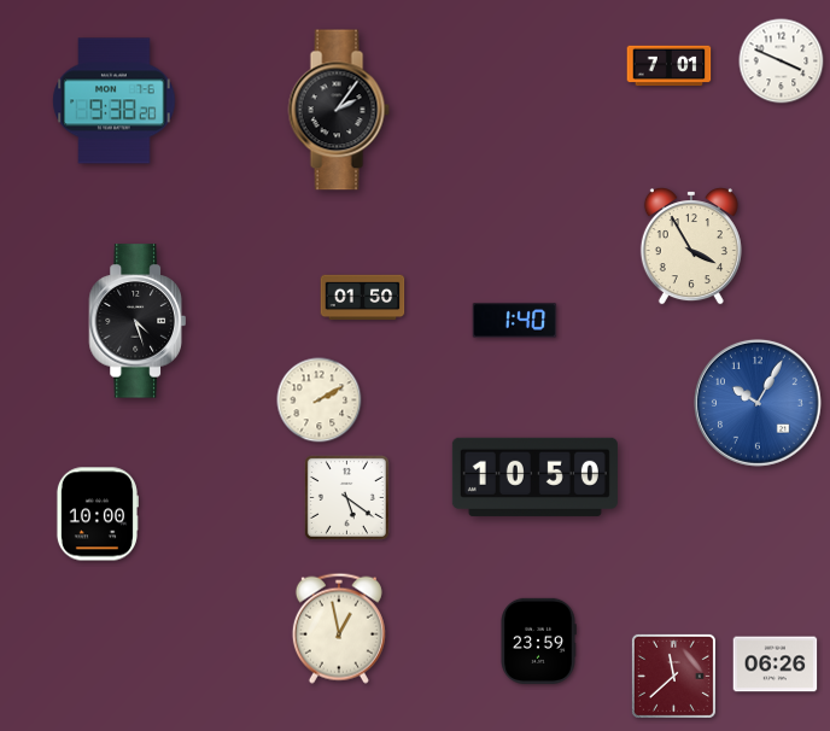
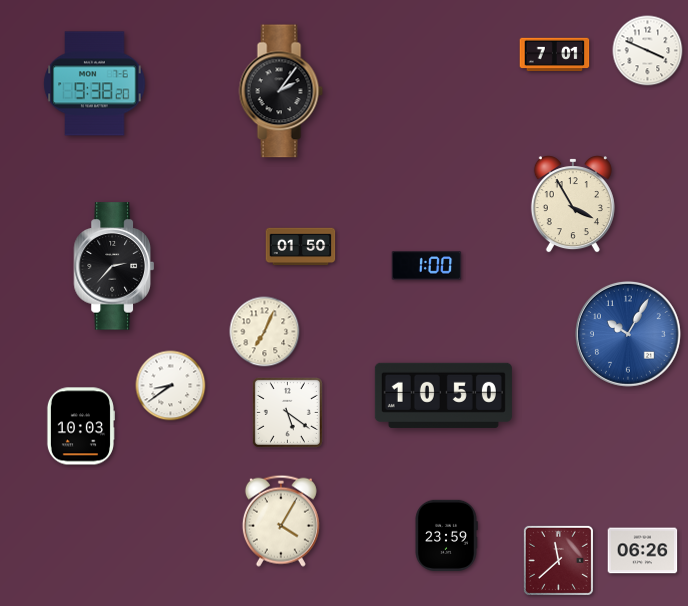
clock at (138, 321): 4:27 -> 2:37
clock at (515, 321): 1:40 -> 1:00
clock at (320, 400): 2:10 -> 7:04
clock at (171, 386): none -> 8:39
clock at (97, 514): 10:00 -> 10:03
clock at (339, 628): 12:58 -> 4:05
clock at (538, 641) position: (538, 641) -> (446, 535)
